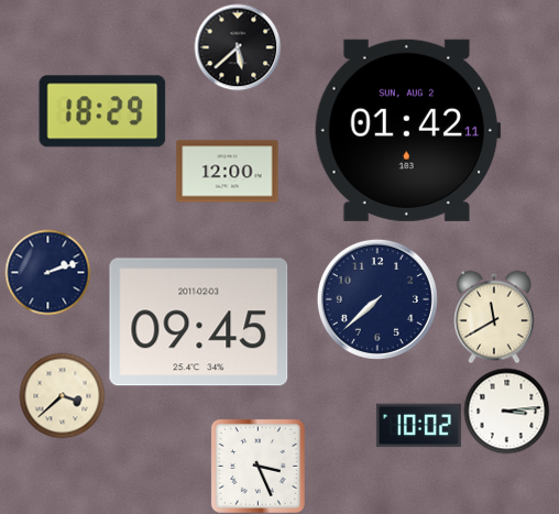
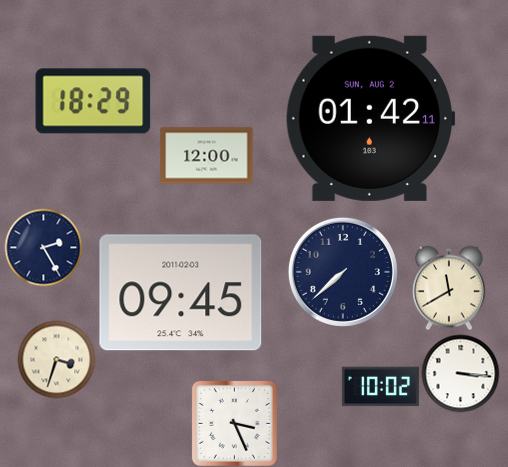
clock at (238, 47): 5:38 -> none
clock at (47, 272): 2:12 -> 2:25
clock at (62, 395): 3:38 -> 3:33
clock at (506, 411): 3:14 -> 3:16
